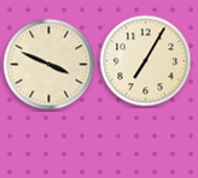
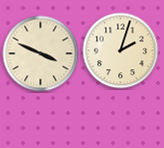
clock at (146, 61): 7:05 -> 2:03
